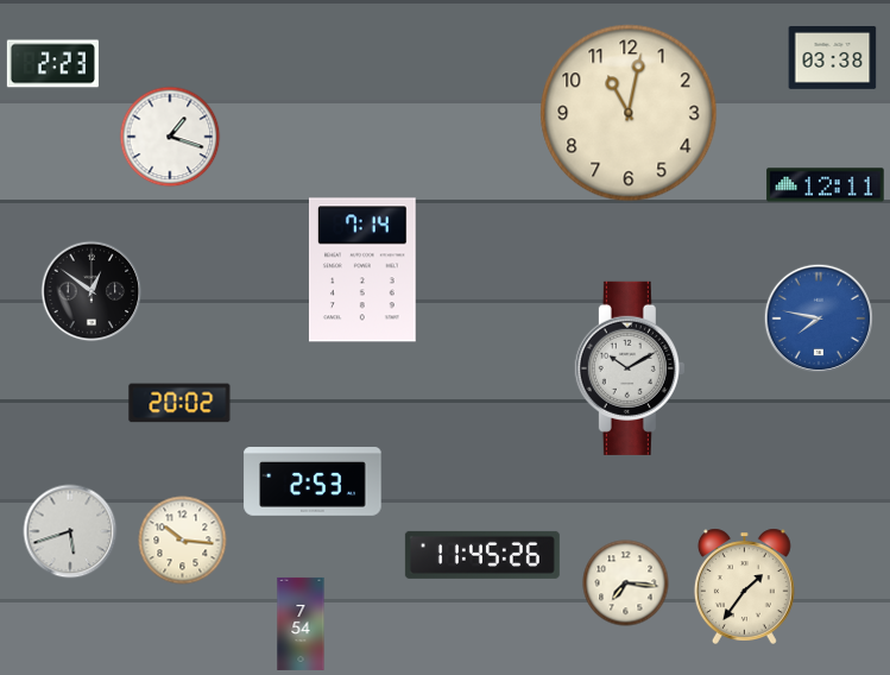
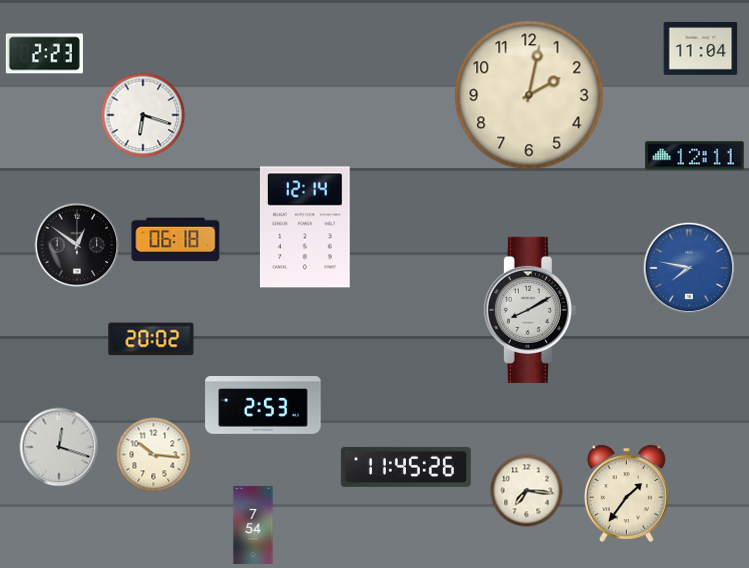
clock at (833, 58): 03:38 -> 11:04
clock at (629, 113): 11:02 -> 2:02
clock at (170, 137): 1:18 -> 6:18
clock at (362, 270): 7:14 -> 12:14
clock at (176, 240): none -> 06:18
clock at (630, 368): 10:10 -> 8:10
clock at (70, 531): 5:42 -> 12:18
